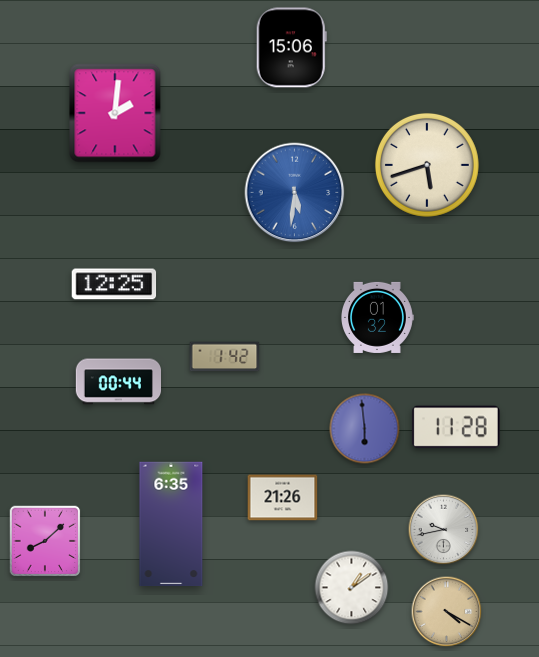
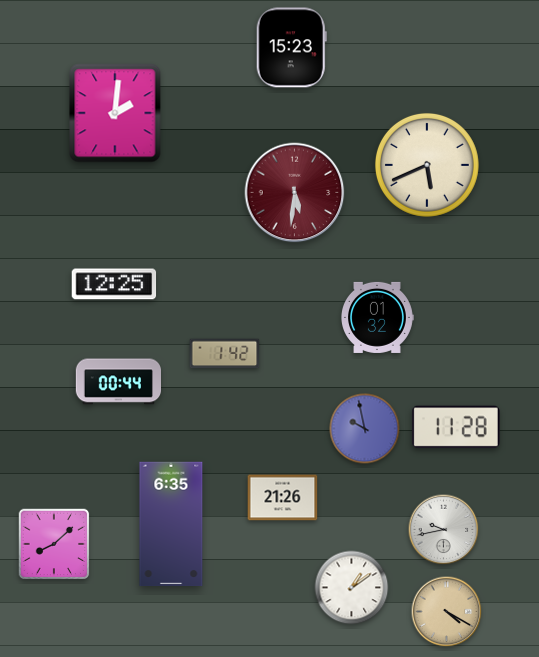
clock at (291, 48): 15:06 -> 15:23
clock at (427, 165): 5:42 -> 5:41
clock at (295, 193) dial: blue -> burgundy
clock at (225, 357) position: (225, 357) -> (225, 354)
clock at (365, 429): 5:59 -> 9:58
clock at (45, 541) position: (45, 541) -> (54, 544)
